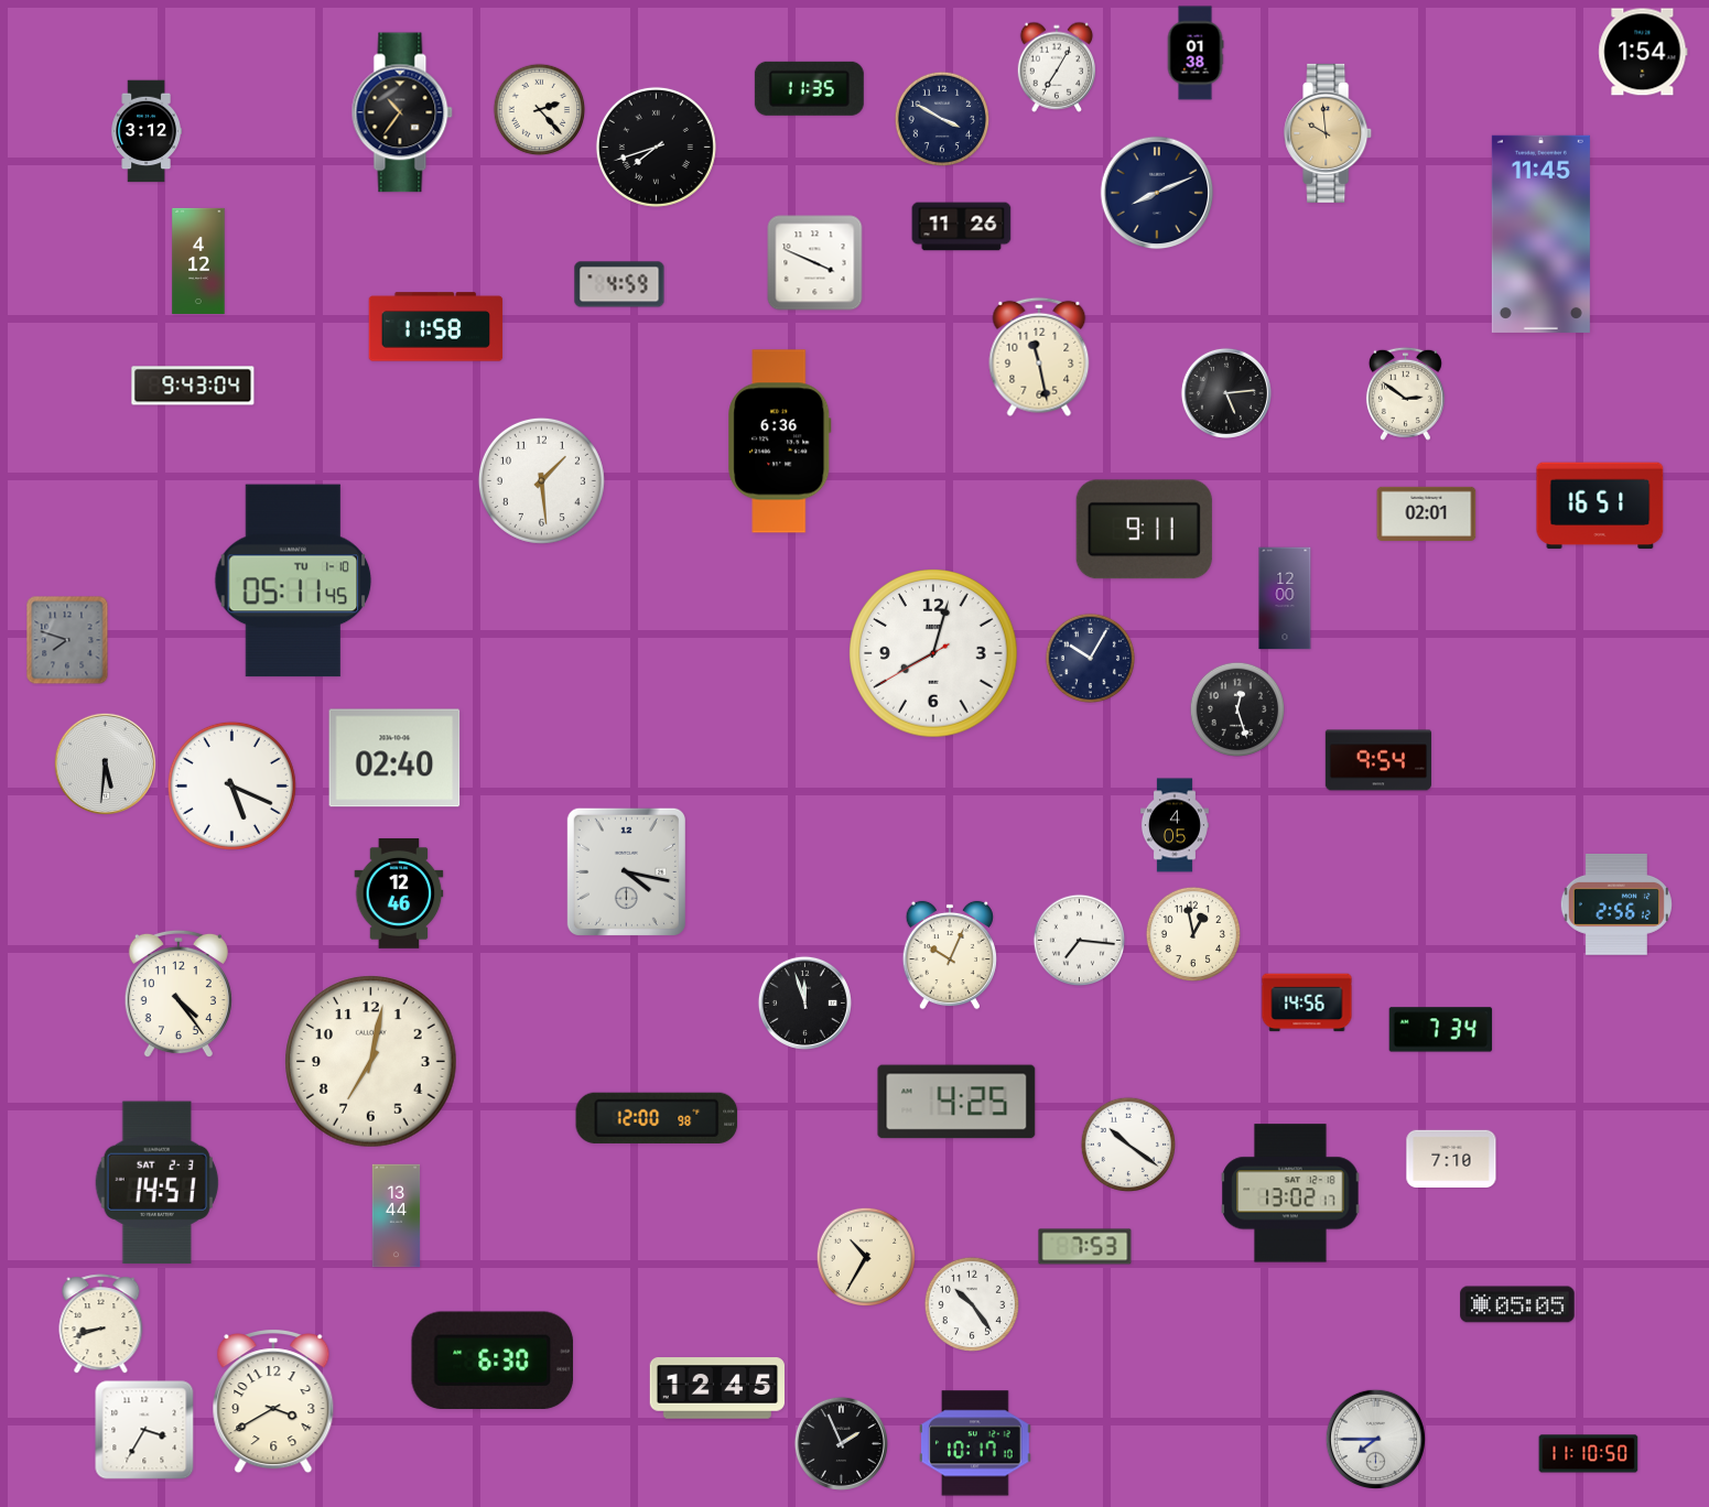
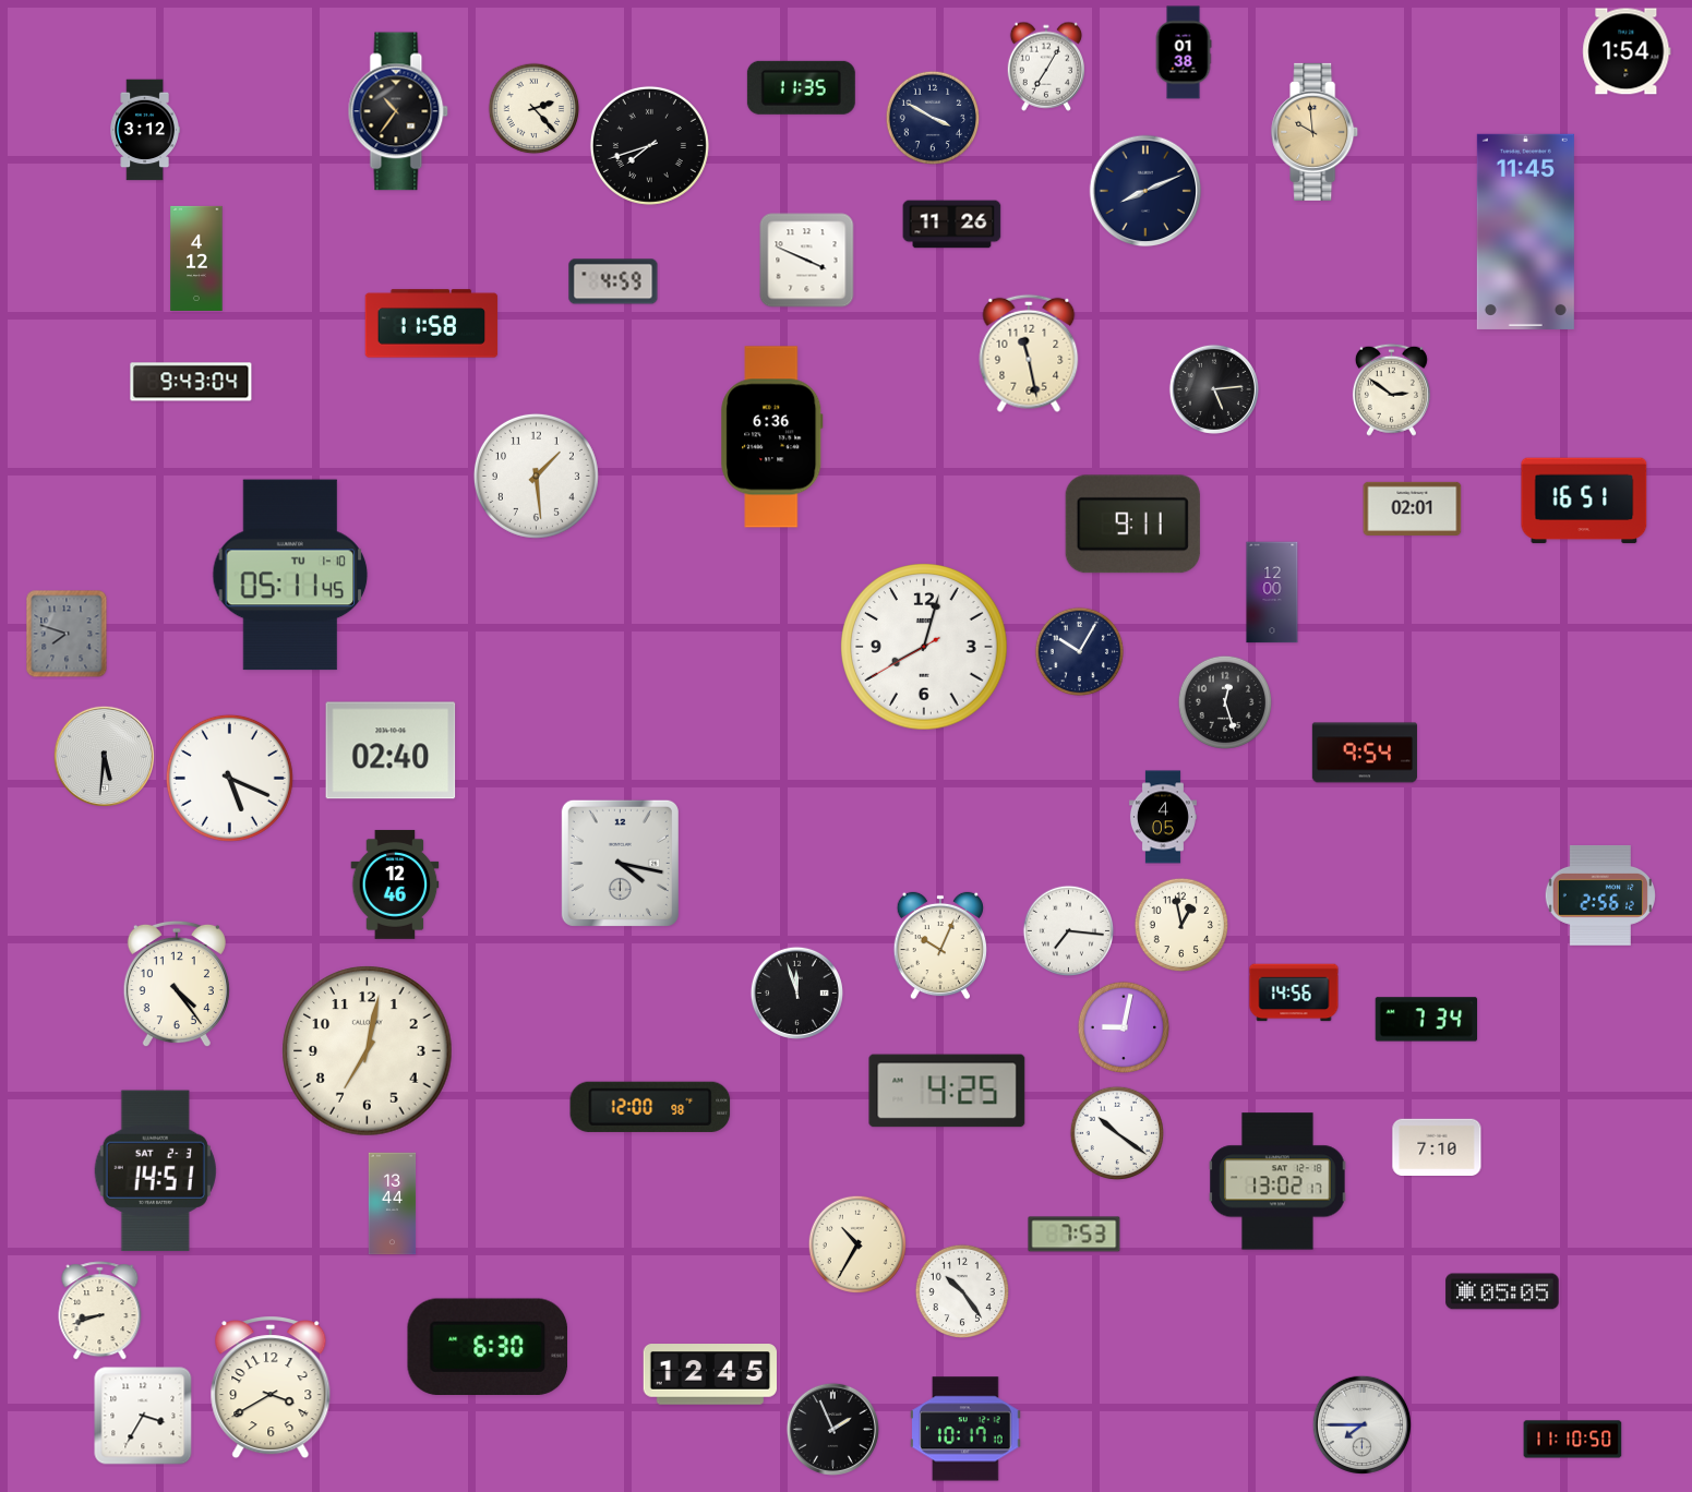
clock at (1124, 1027): none -> 9:02
